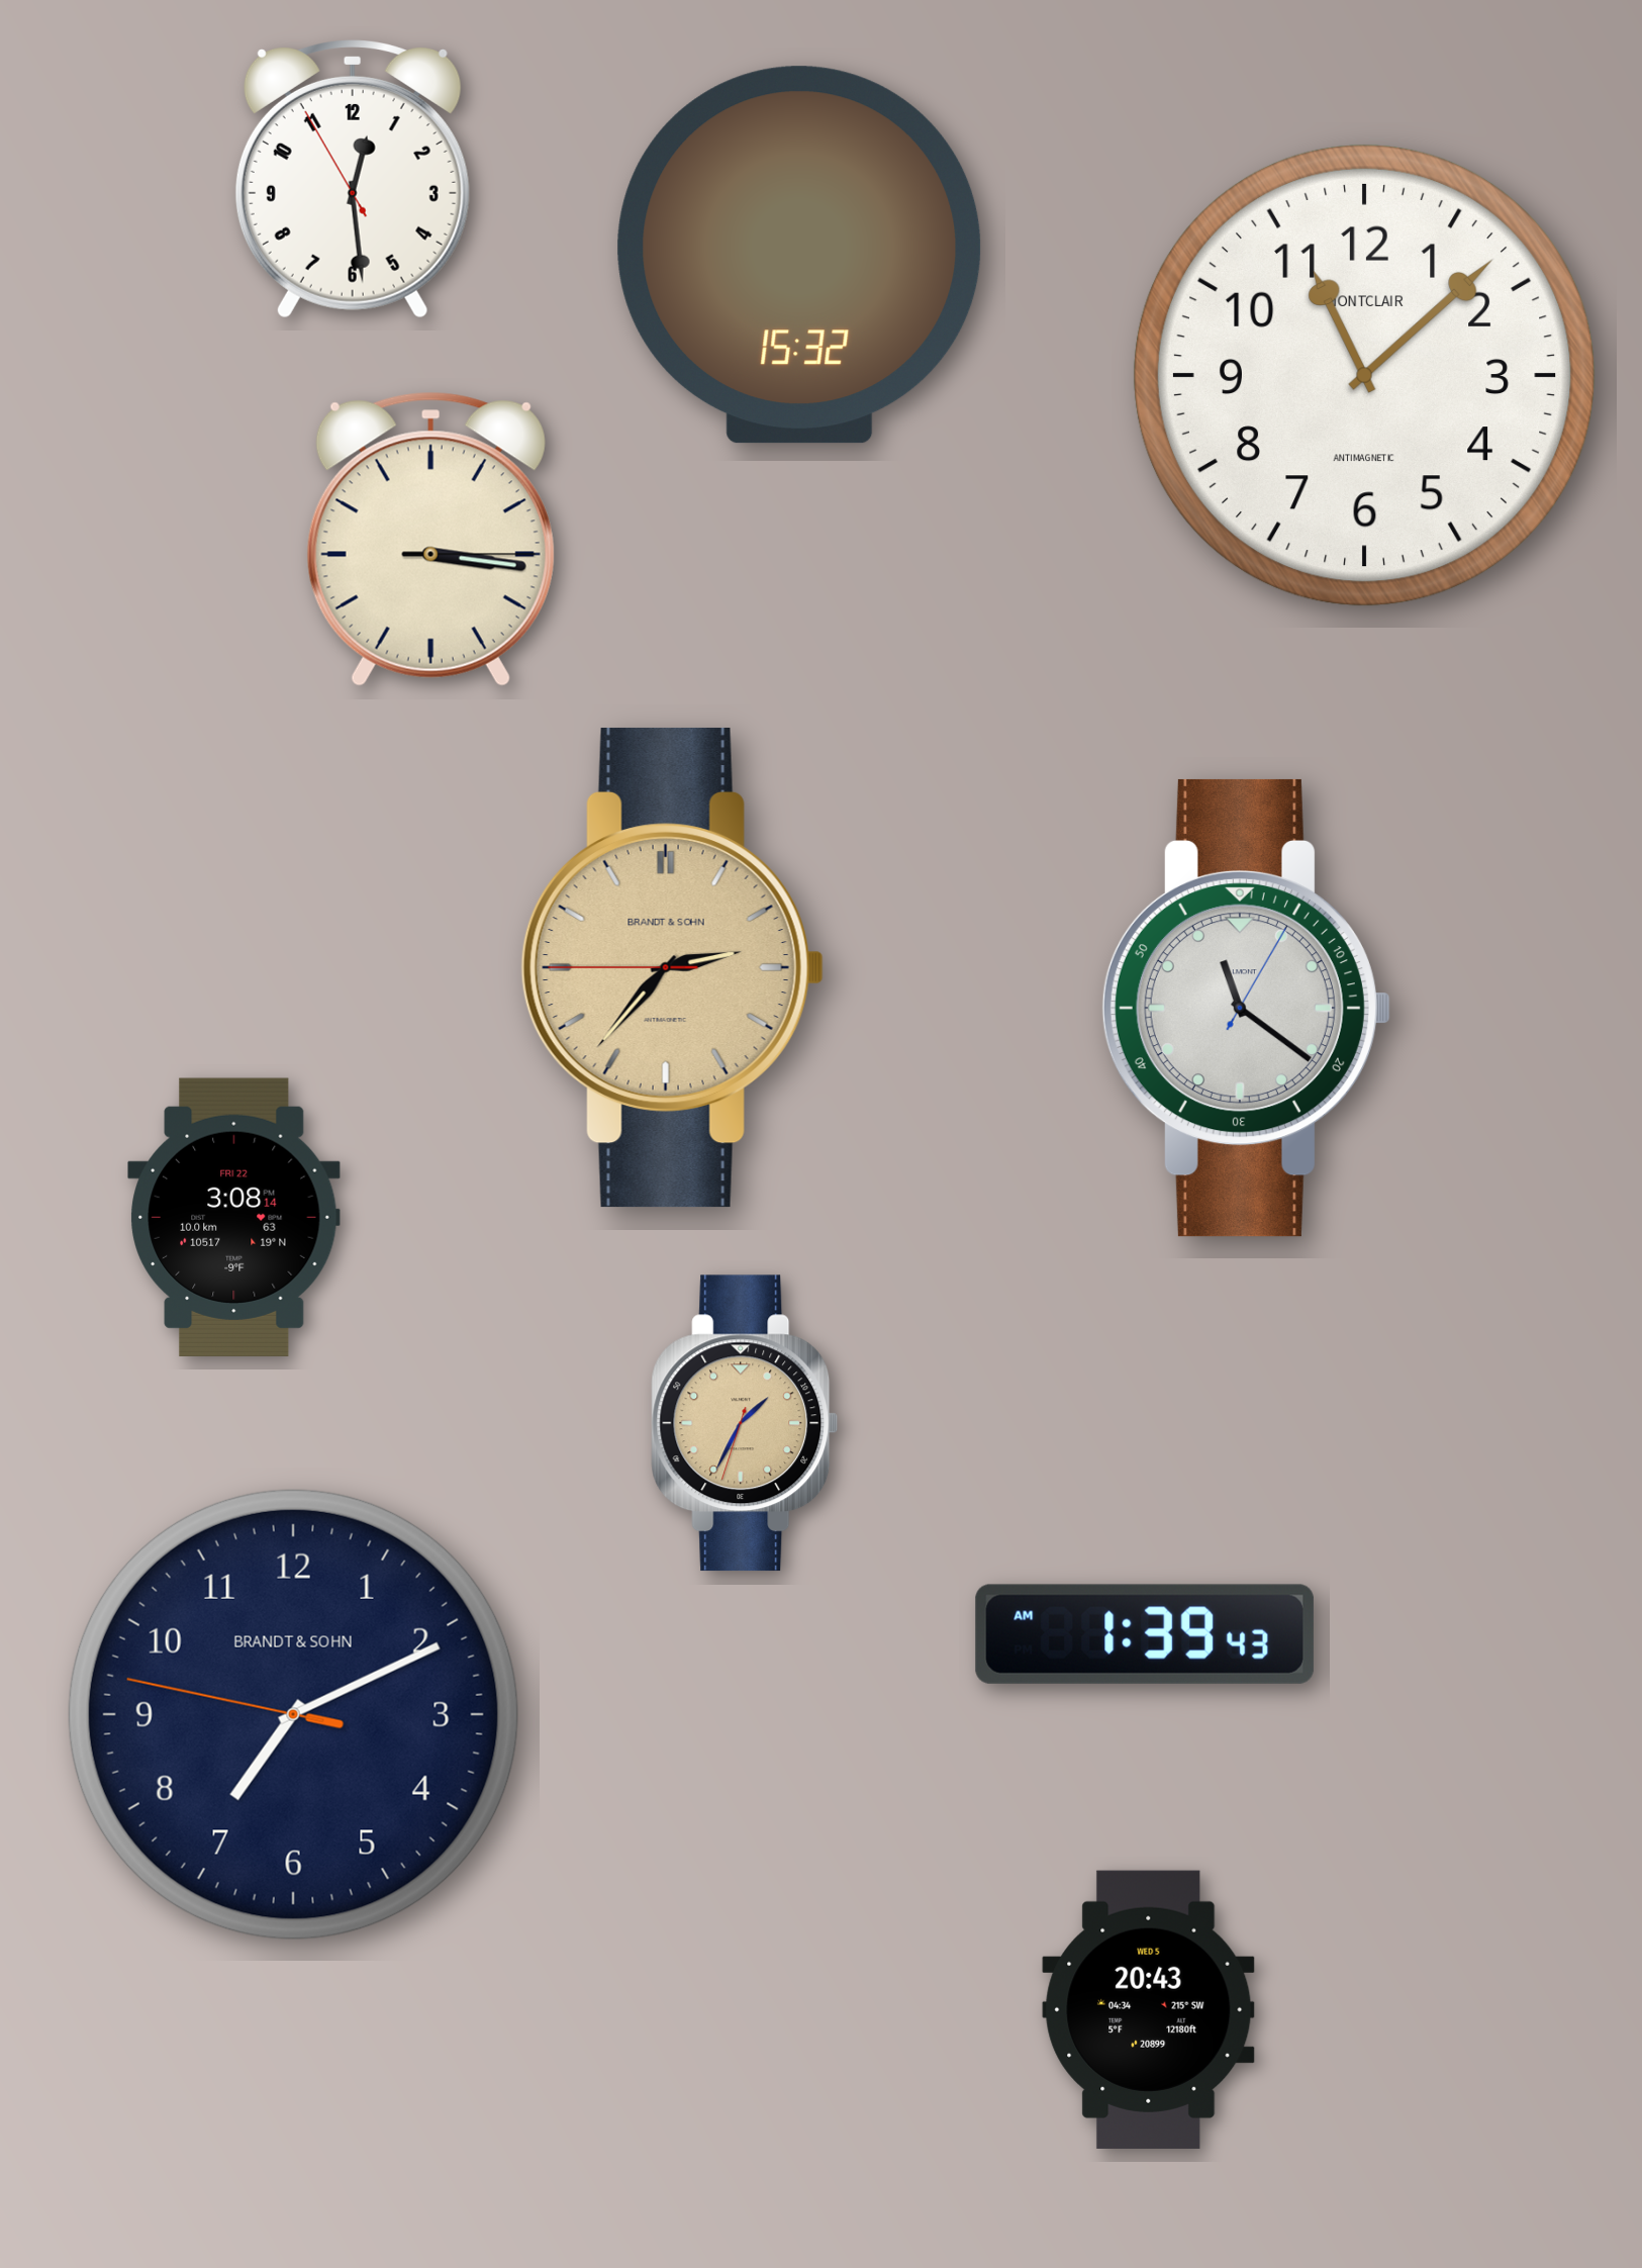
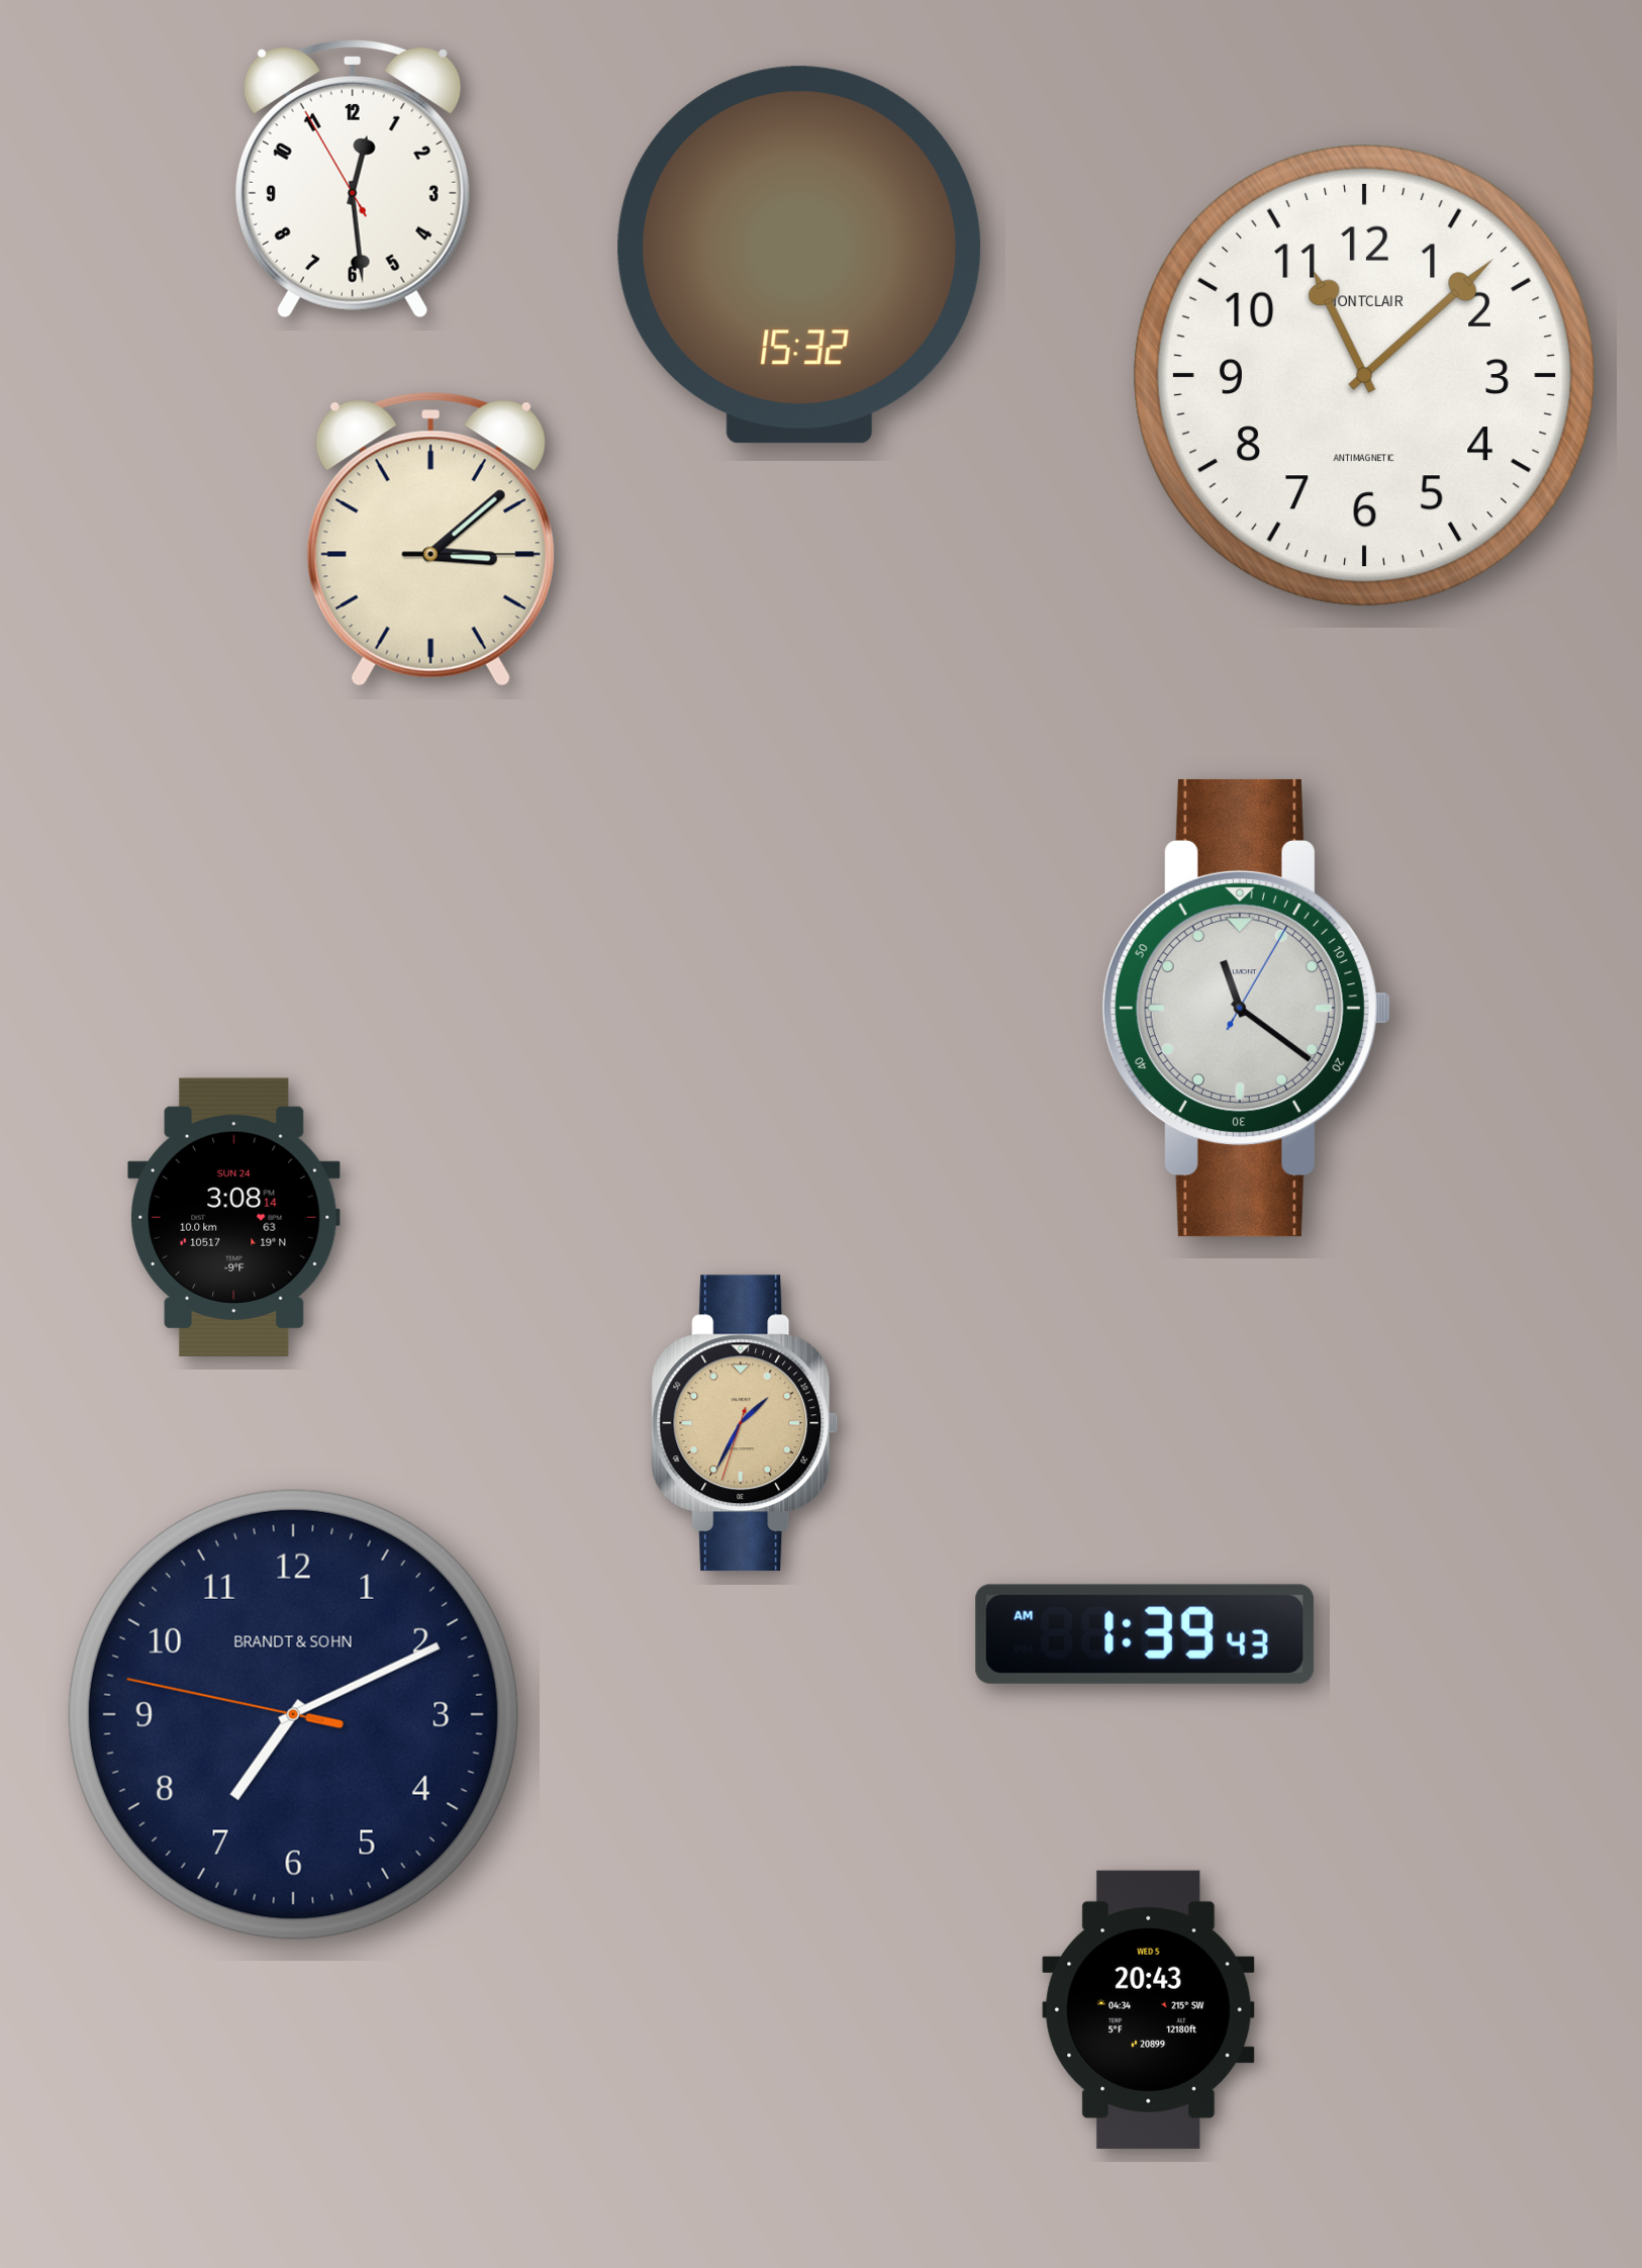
clock at (430, 539): 3:16 -> 3:08
clock at (672, 967): 2:36 -> none
clock at (234, 1217) date: FRI 22 -> SUN 24
